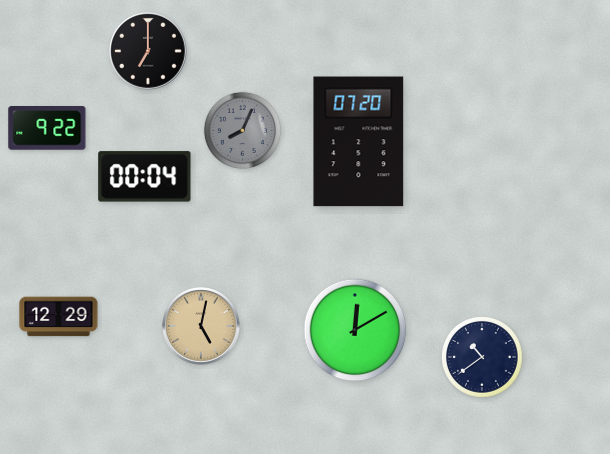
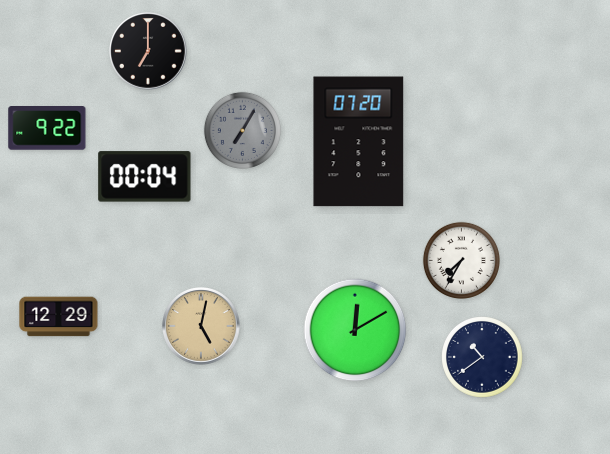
clock at (242, 130): 8:04 -> 7:05
clock at (461, 260): none -> 7:35
